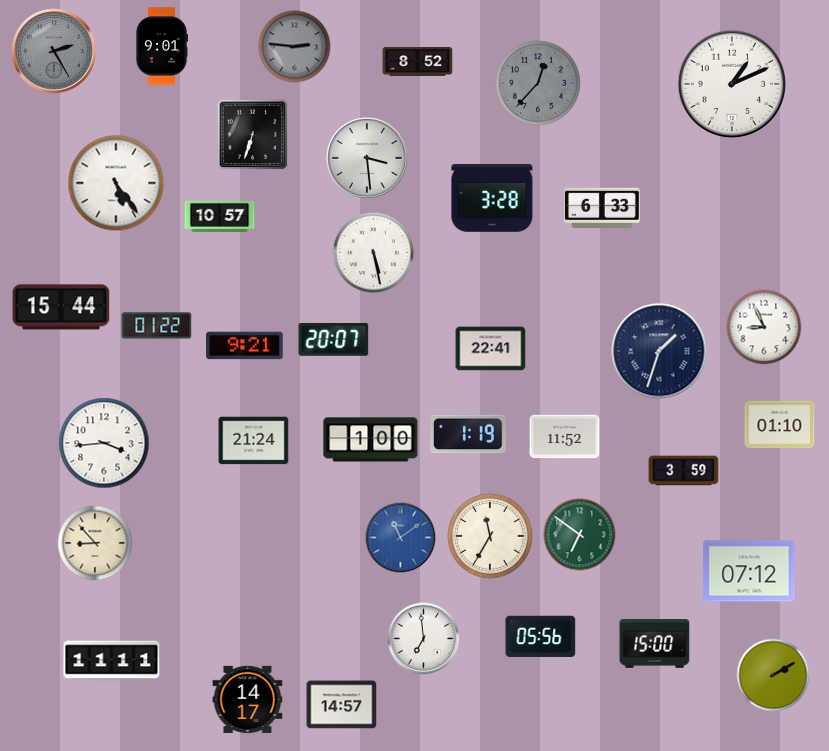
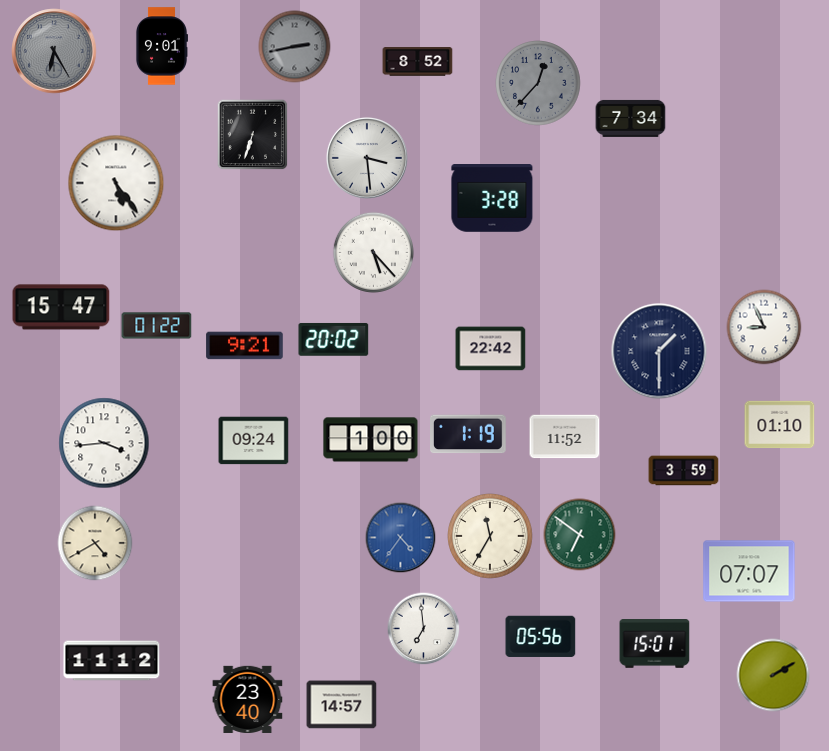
clock at (295, 47): 2:46 -> 2:43
clock at (54, 51): 2:25 -> 6:25
clock at (731, 83): 1:11 -> none
clock at (631, 118): none -> 7:34
clock at (603, 208): 6:33 -> none
clock at (220, 216): 10:57 -> none
clock at (373, 252): 5:28 -> 5:23
clock at (61, 307): 15:44 -> 15:47
clock at (334, 339): 20:07 -> 20:02
clock at (491, 349): 22:41 -> 22:42
clock at (659, 351): 1:33 -> 1:30
clock at (254, 441): 21:24 -> 09:24
clock at (401, 538): 11:09 -> 4:36
clock at (95, 543): 8:53 -> 4:40
clock at (749, 571): 07:12 -> 07:07
clock at (424, 639) position: (424, 639) -> (424, 629)
clock at (655, 644): 15:00 -> 15:01
clock at (112, 661): 11:11 -> 11:12
clock at (248, 699): 14:17 -> 23:40
